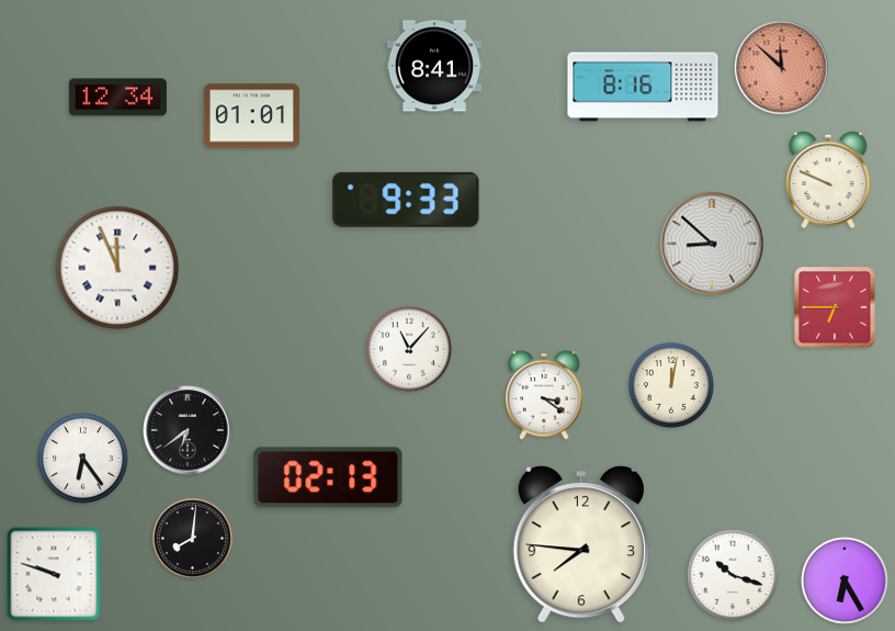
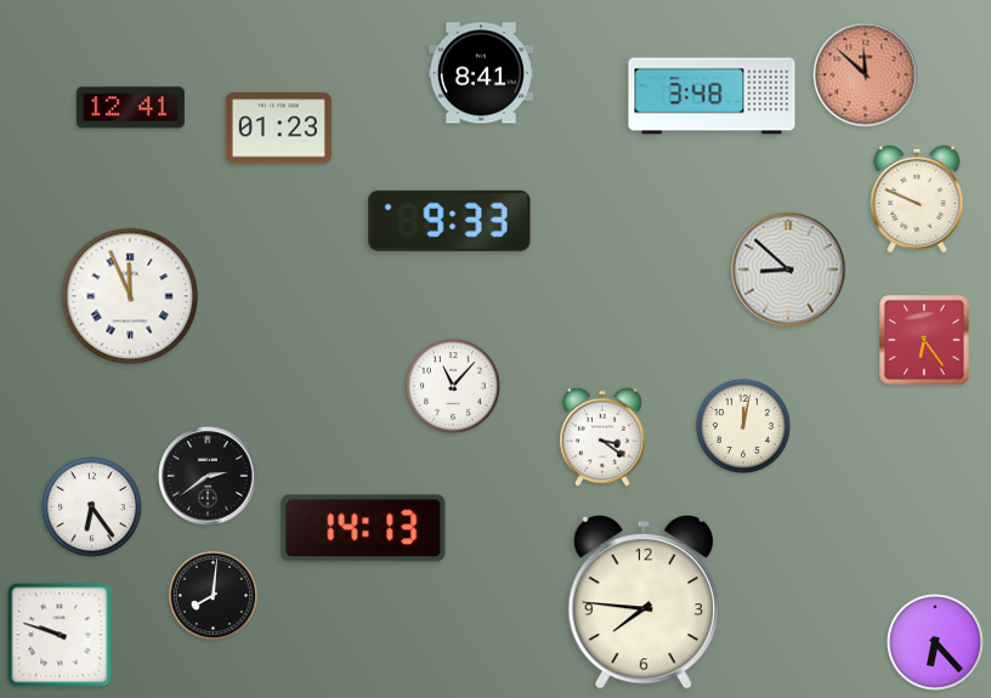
clock at (643, 87): 8:16 -> 3:48
clock at (117, 98): 12:34 -> 12:41
clock at (251, 116): 01:01 -> 01:23
clock at (835, 307): 6:45 -> 6:24
clock at (188, 430): 6:39 -> 2:39
clock at (328, 477): 02:13 -> 14:13
clock at (733, 575): 10:18 -> none
clock at (846, 582): 6:25 -> 6:23
